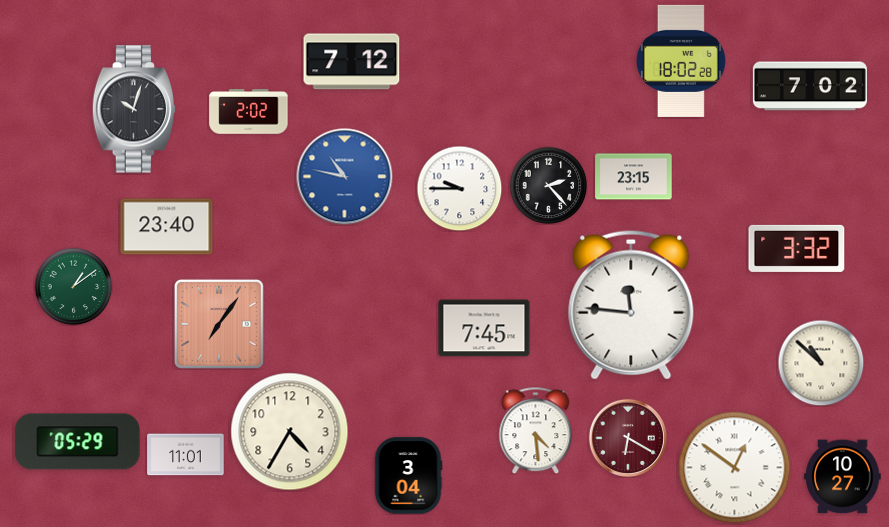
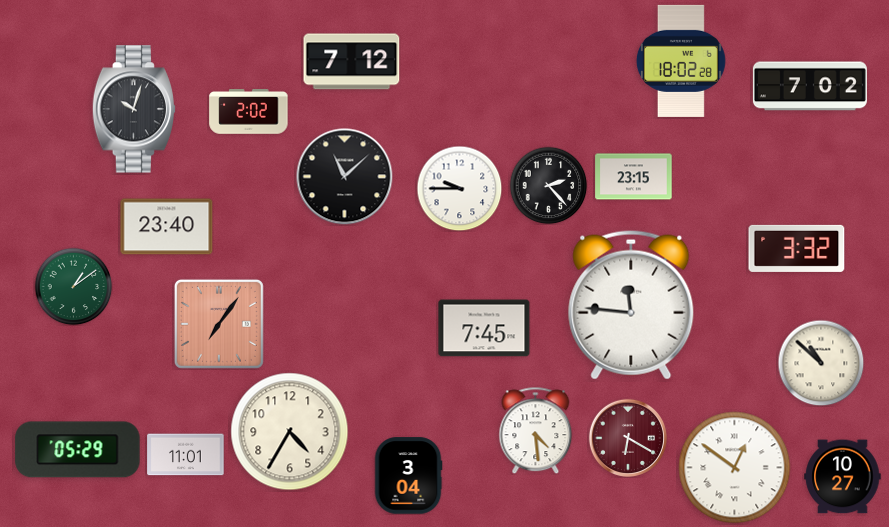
clock at (345, 177): 10:47 -> 11:08
clock at (345, 177) dial: blue -> black
clock at (78, 442) position: (78, 442) -> (78, 450)
